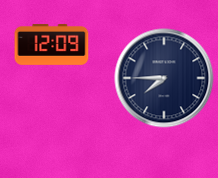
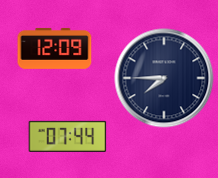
clock at (52, 45) position: (52, 45) -> (55, 49)
clock at (68, 136): none -> 07:44
